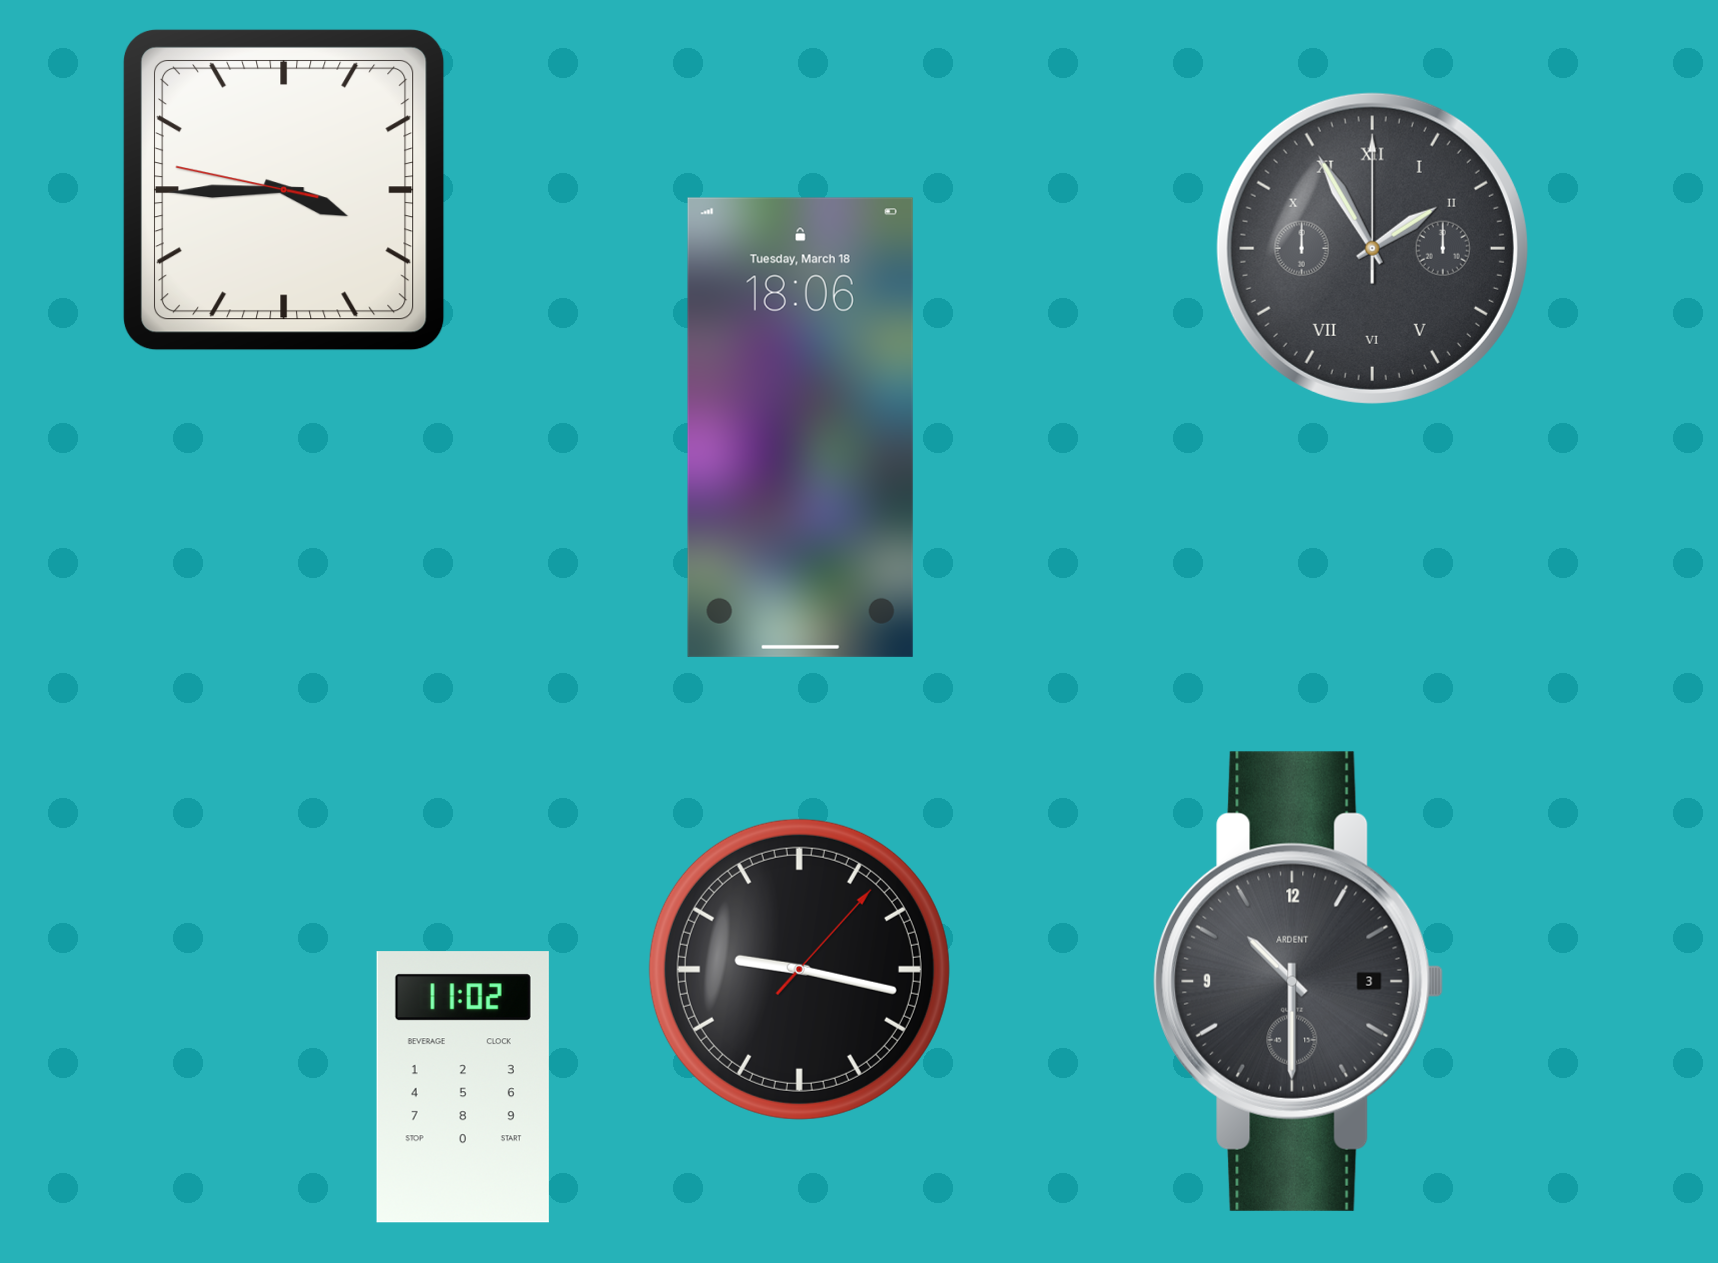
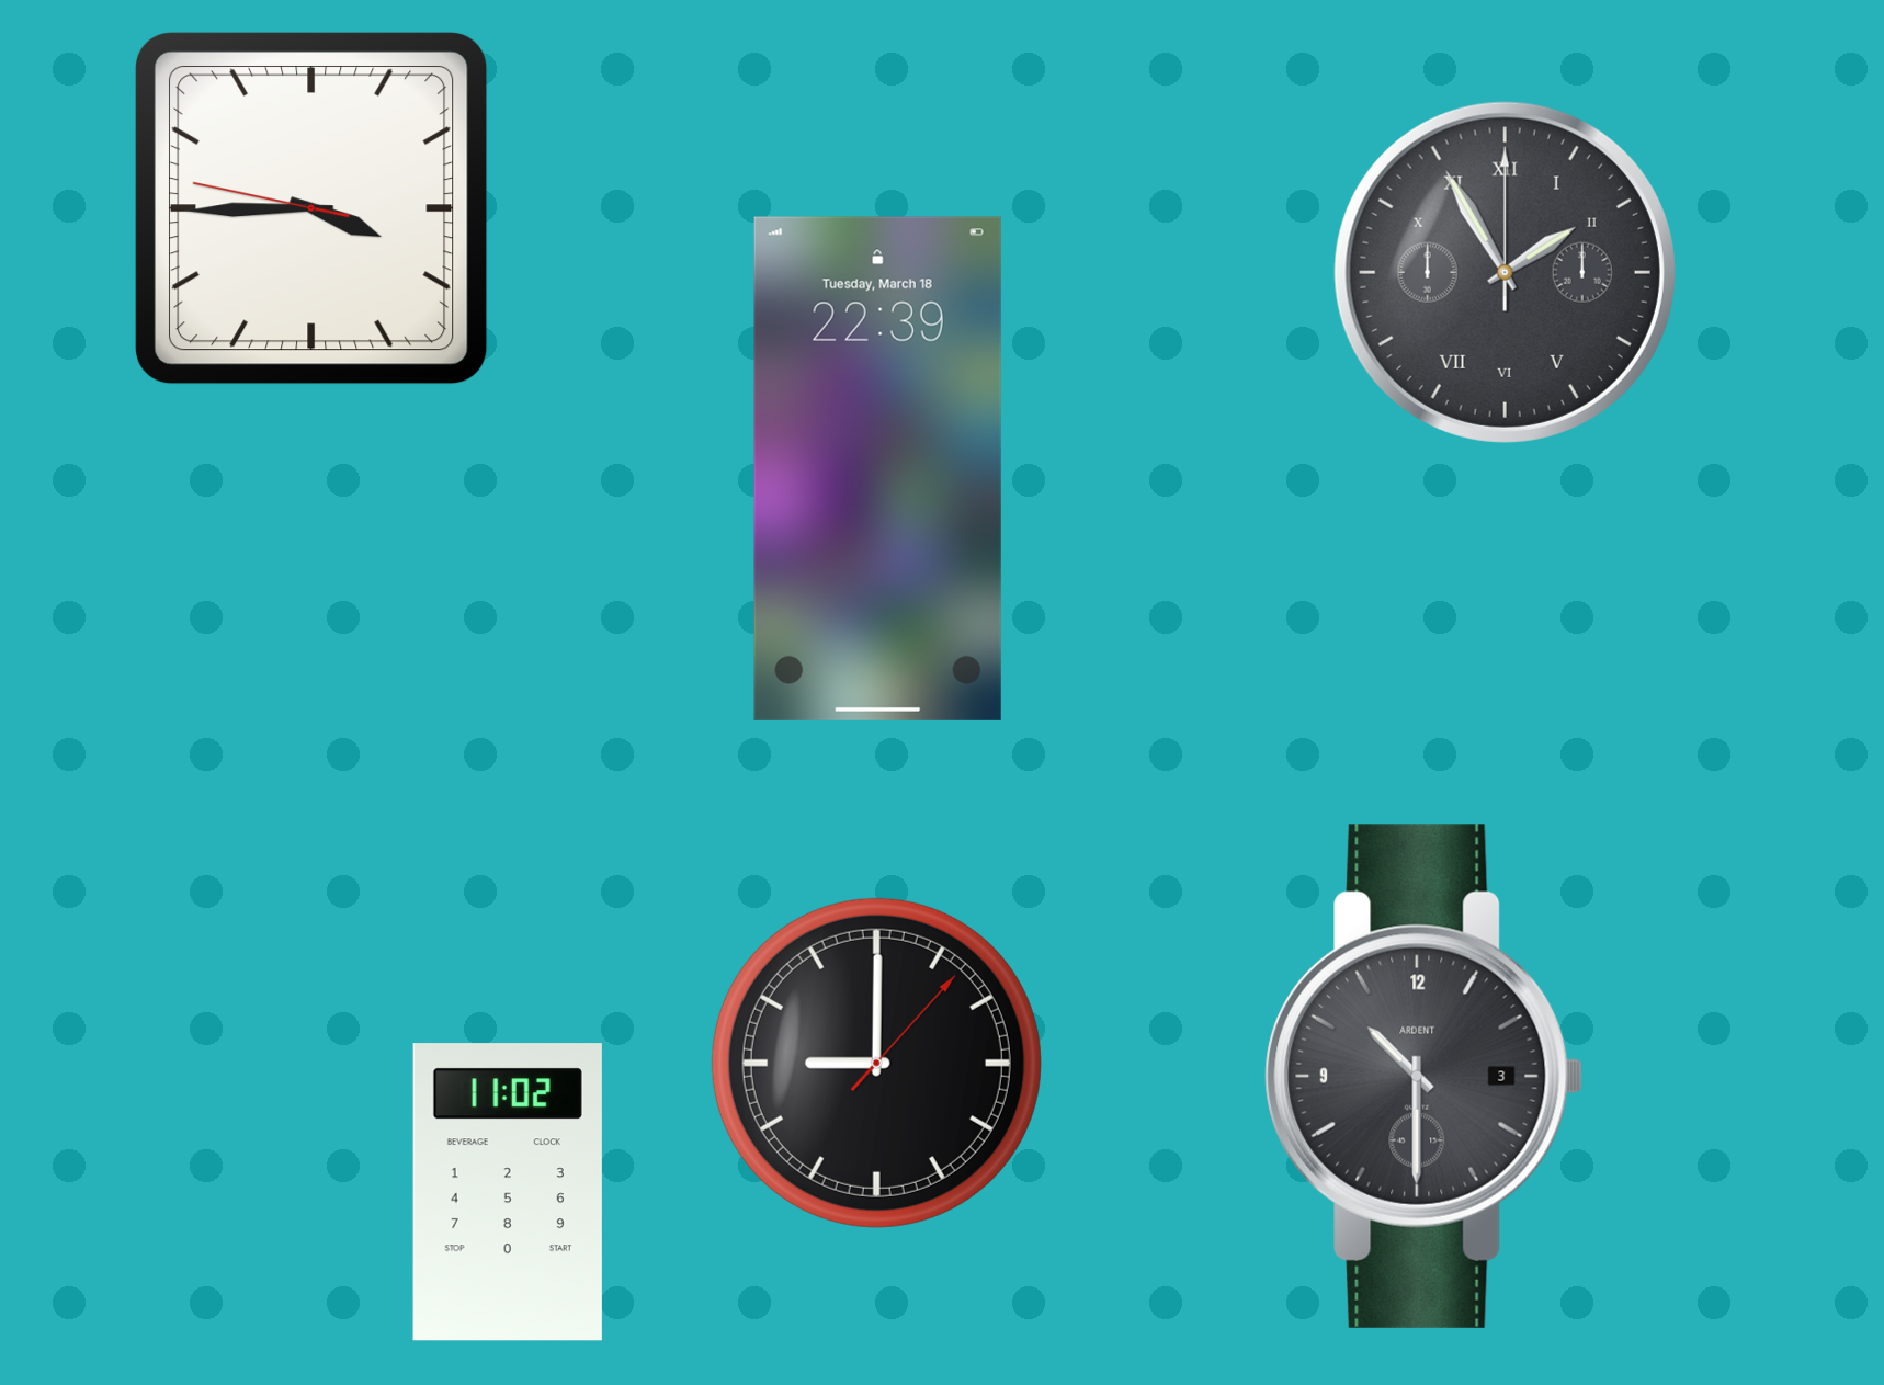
clock at (800, 427): 18:06 -> 22:39
clock at (799, 969): 9:17 -> 9:00
